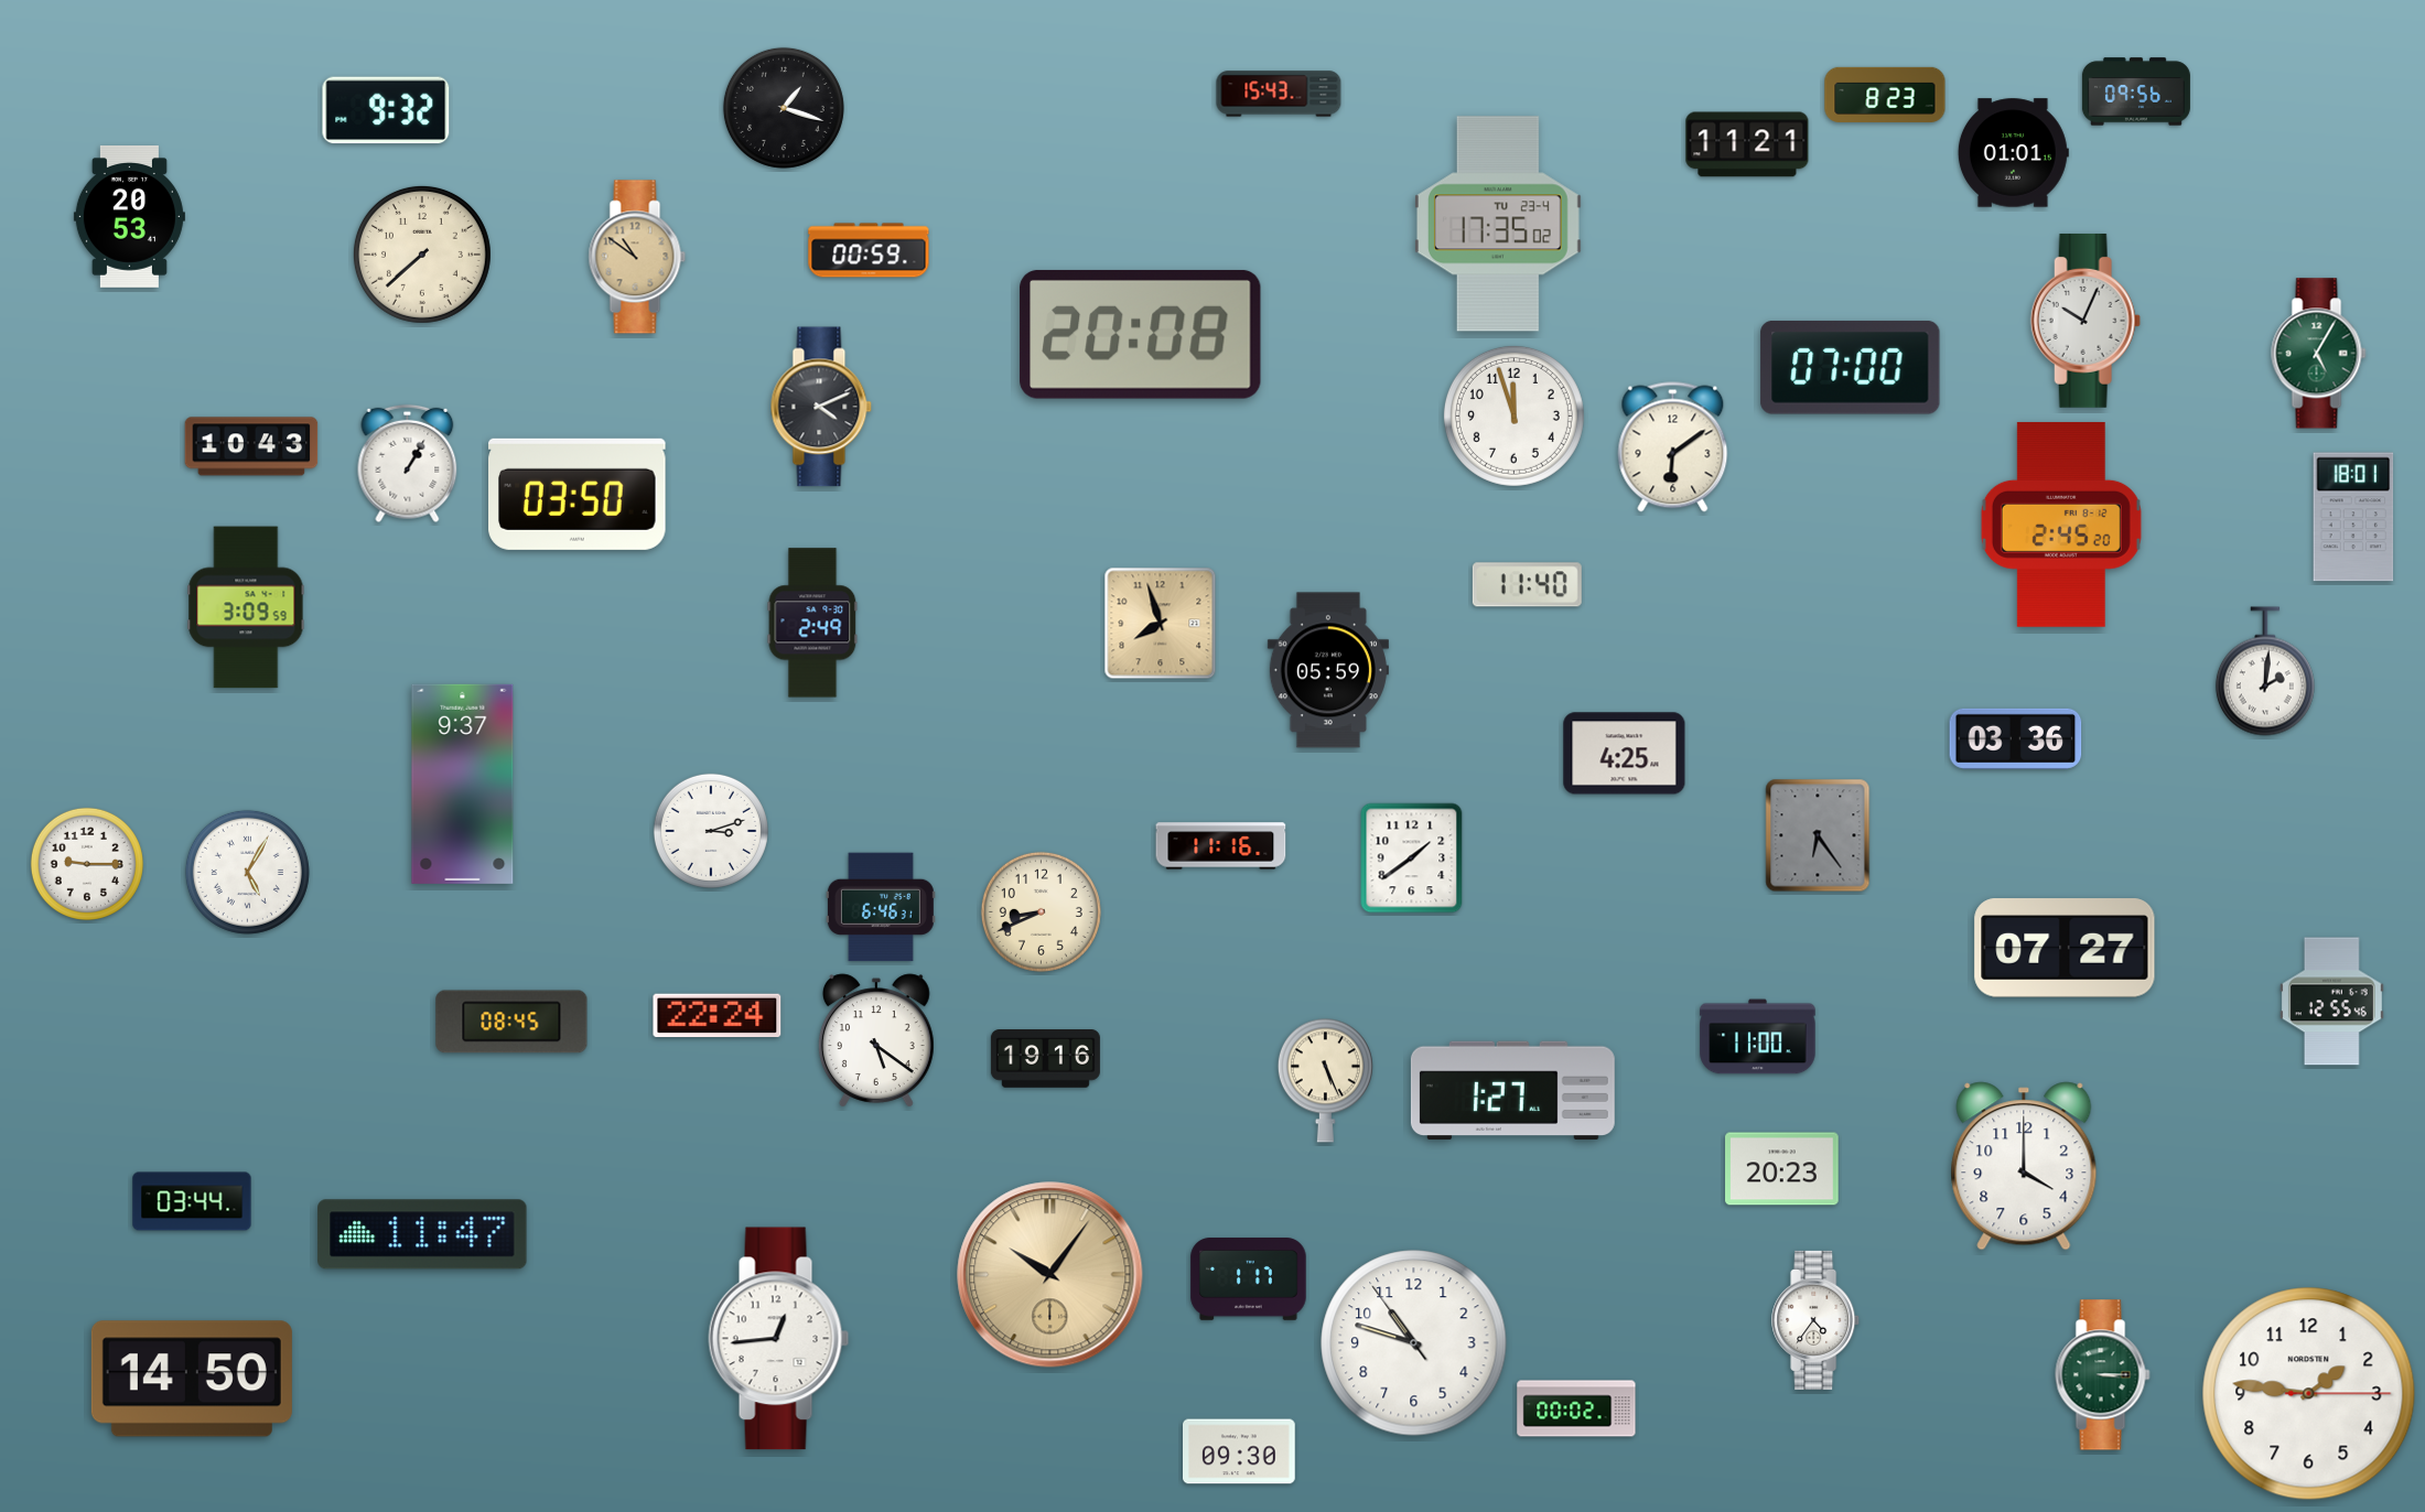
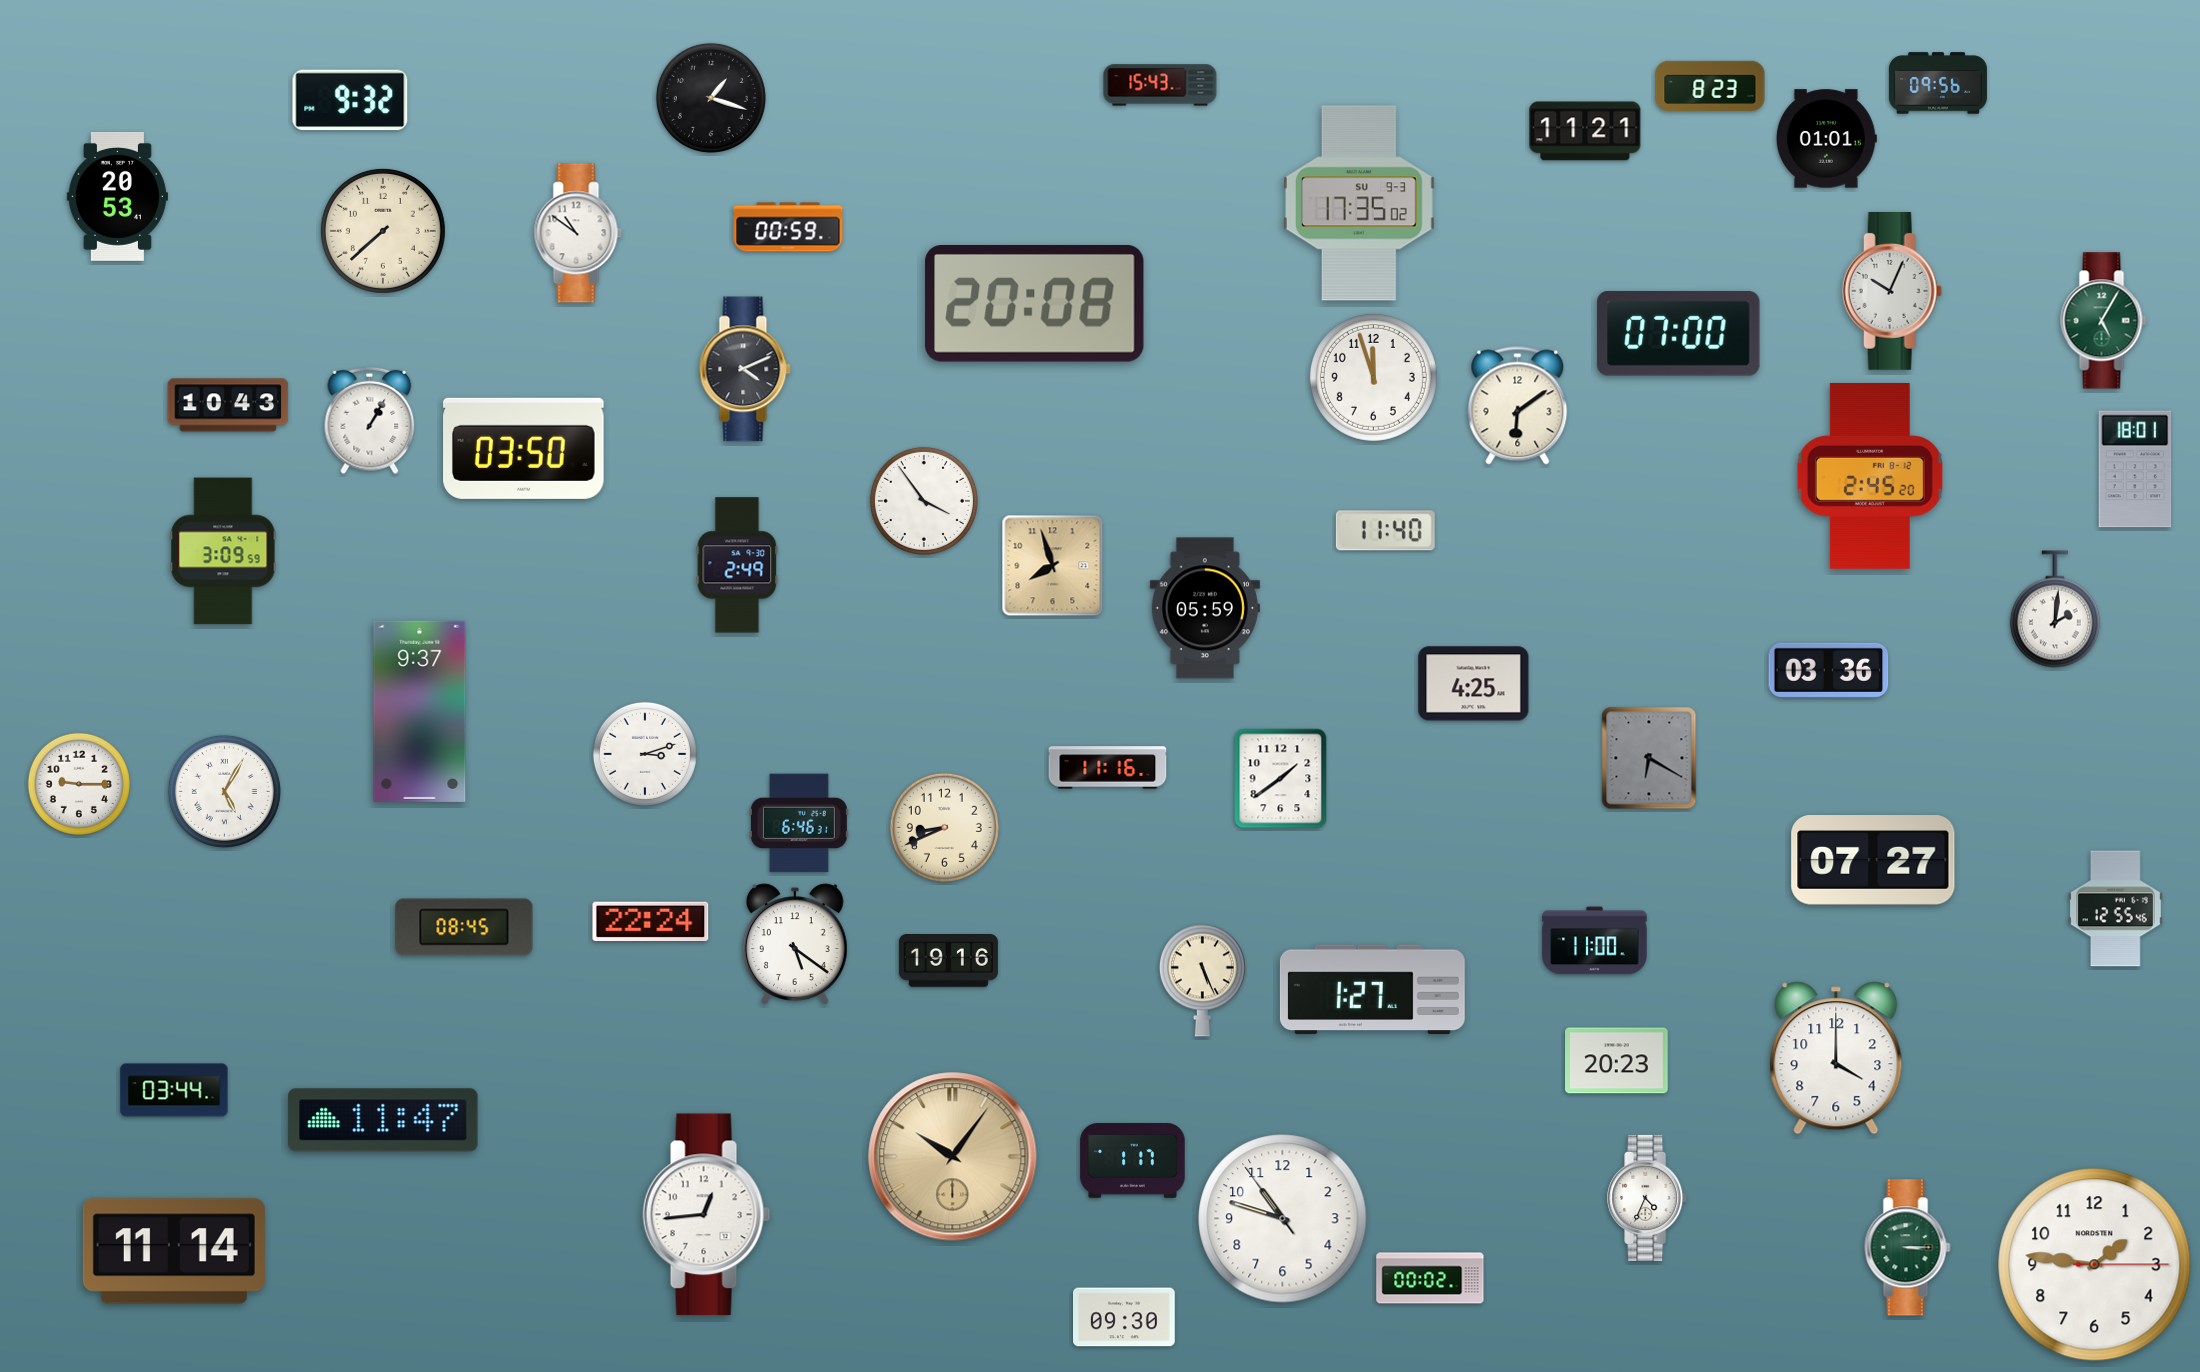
clock at (1498, 224) date: TU 23-4 -> SU 9-3
clock at (637, 257) dial: champagne -> white
clock at (924, 501): none -> 3:54
clock at (1818, 835): 6:24 -> 6:20
clock at (1817, 1320): 4:36 -> 4:34
clock at (192, 1379): 14:50 -> 11:14
